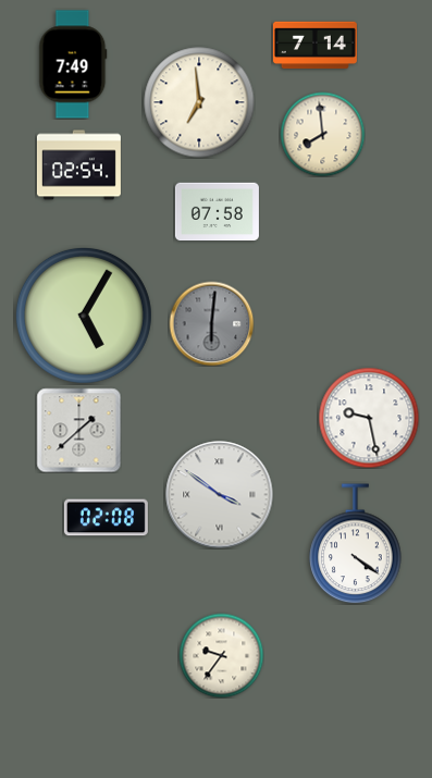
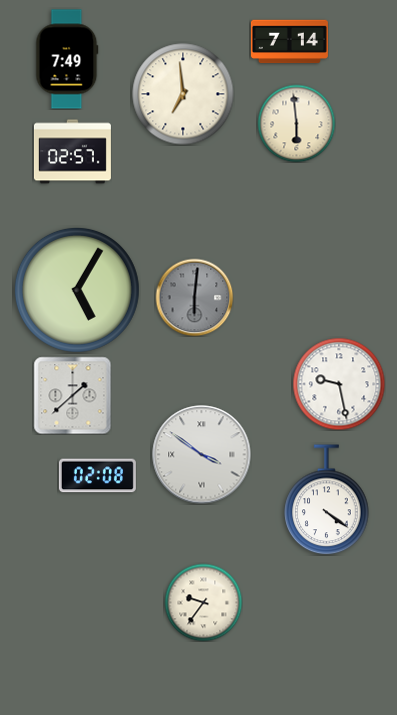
clock at (322, 134): 7:59 -> 5:59
clock at (78, 165): 02:54 -> 02:57
clock at (217, 212): 07:58 -> none
